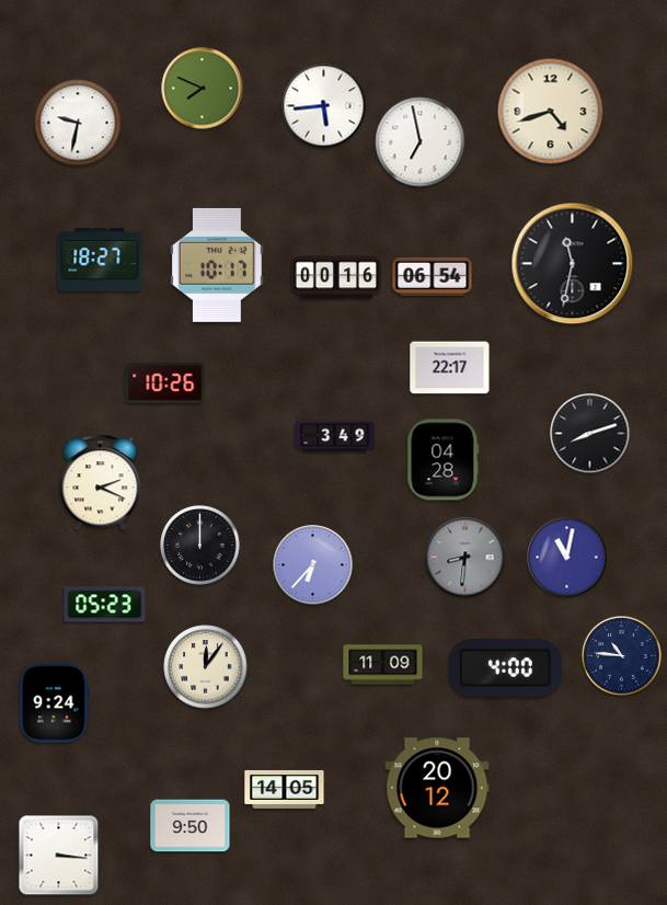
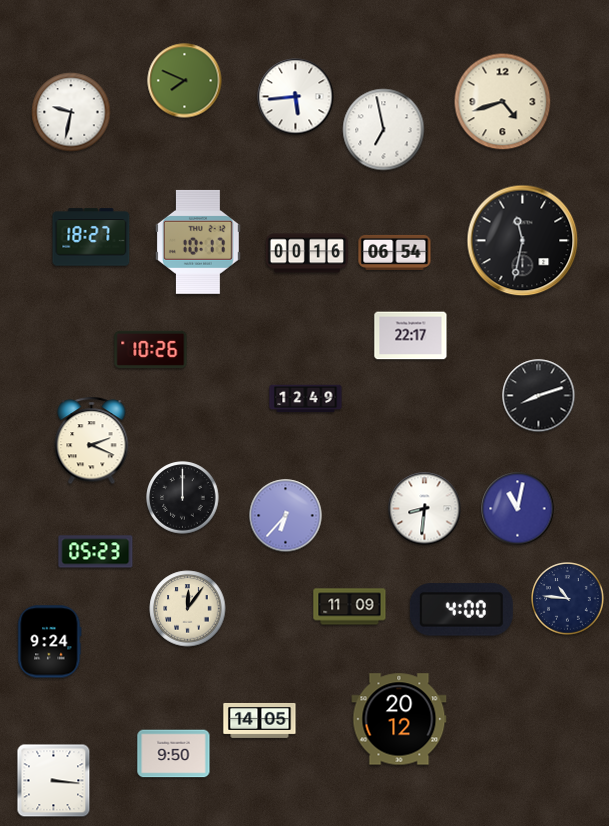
clock at (335, 437): 3:49 -> 12:49
clock at (444, 460): 04:28 -> none
clock at (465, 558) dial: grey -> white
